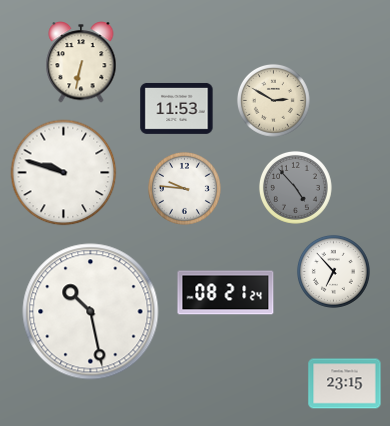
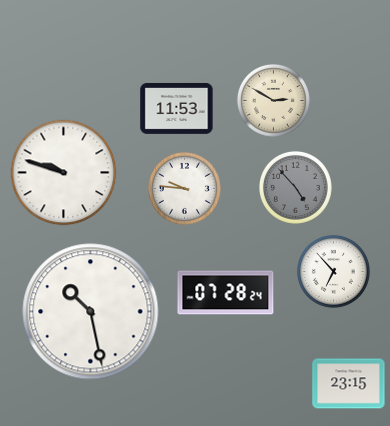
clock at (81, 62): 6:32 -> none
clock at (226, 293): 08:21 -> 07:28
clock at (345, 384) position: (345, 384) -> (349, 384)
